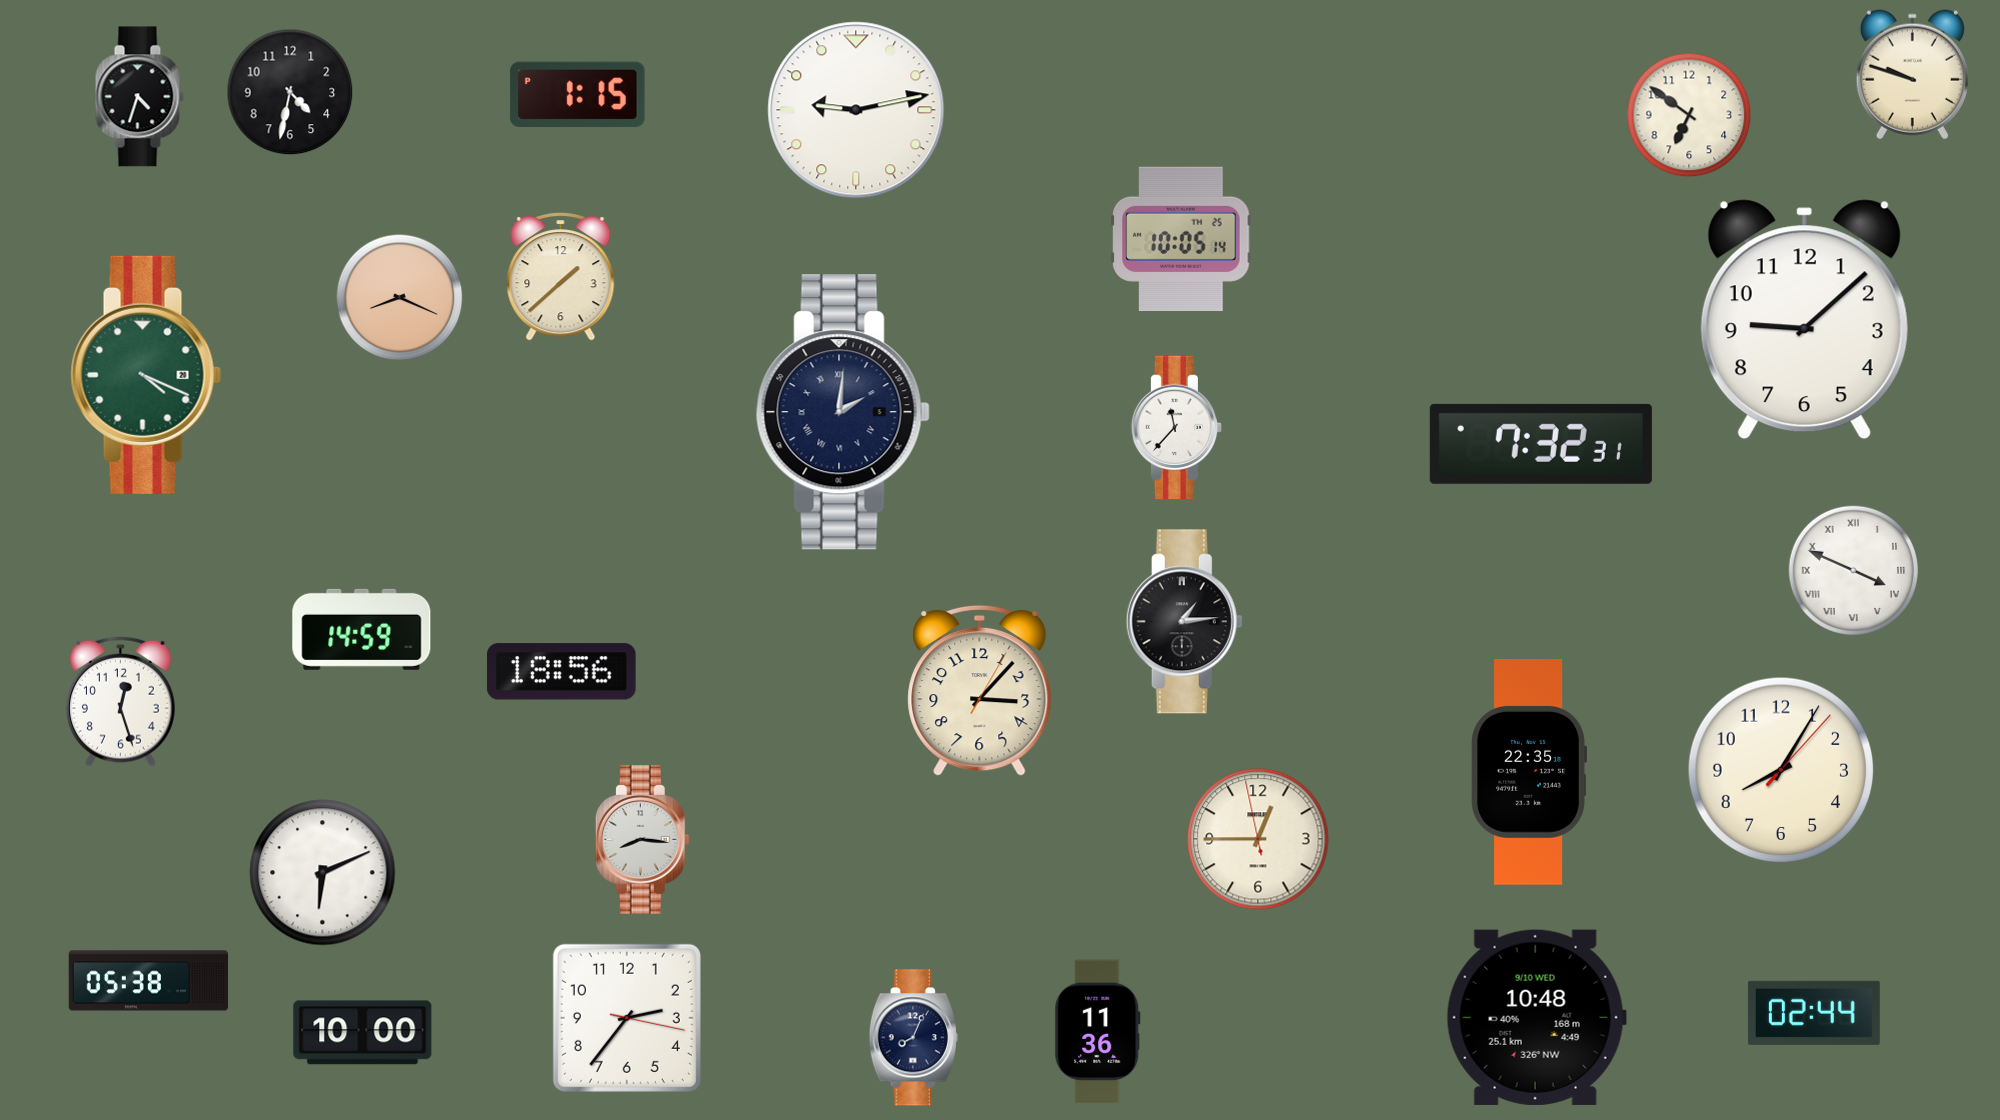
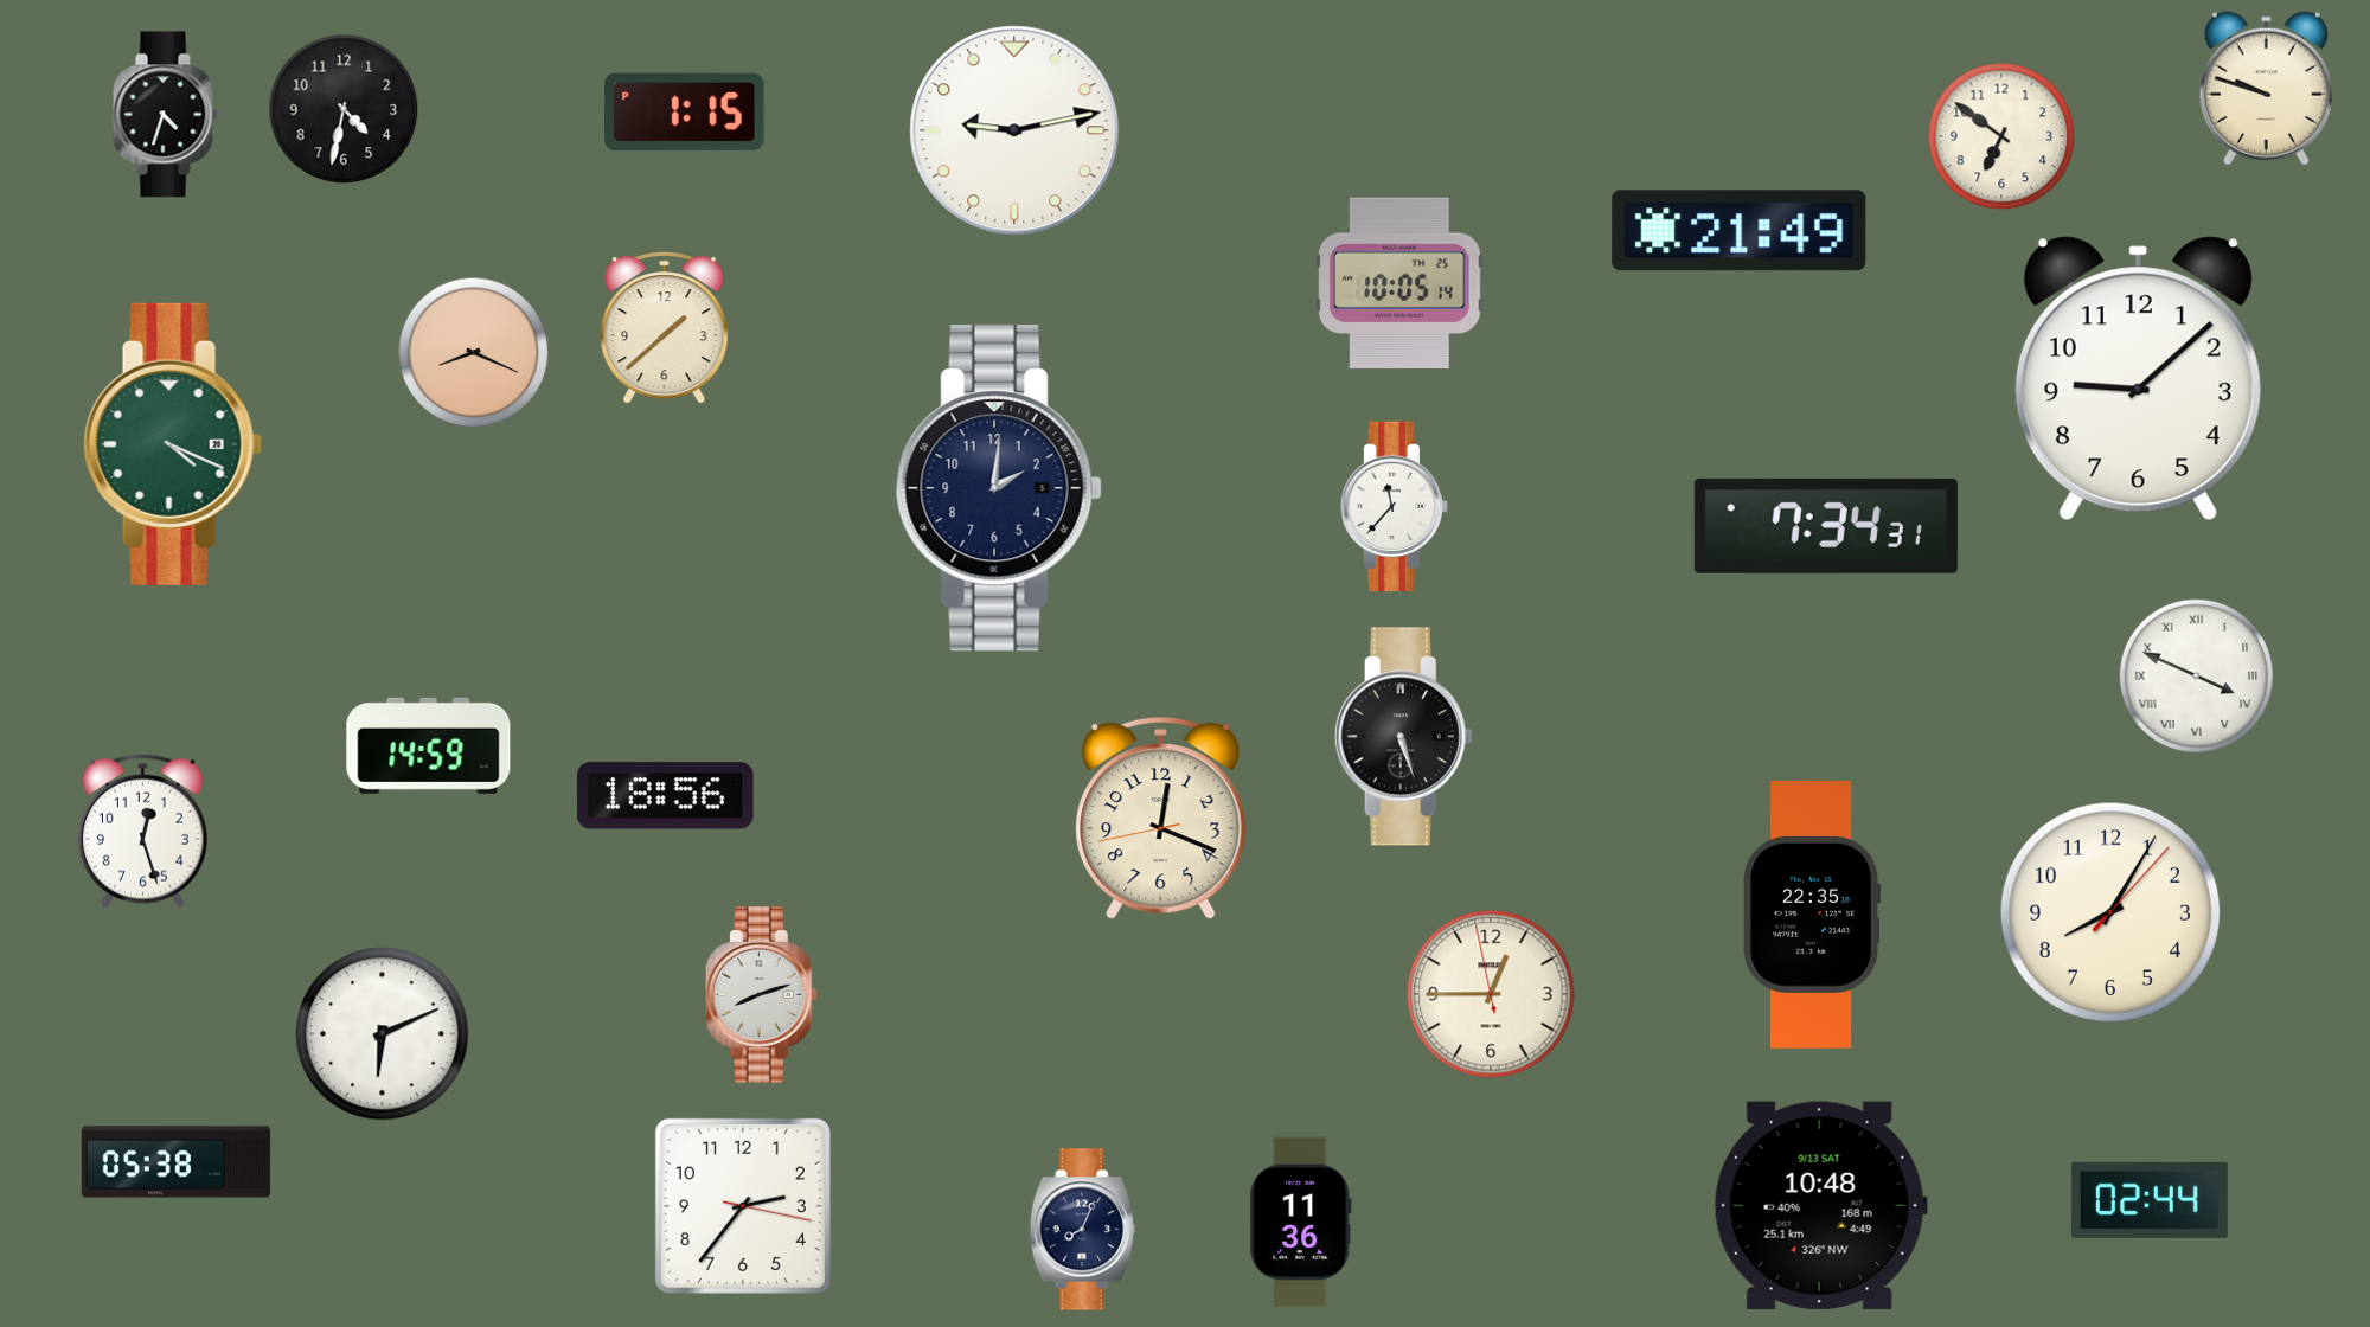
clock at (1740, 231): none -> 21:49
clock at (843, 412) numerals: Roman -> Arabic
clock at (1541, 444): 7:32 -> 7:34
clock at (1184, 622): 1:14 -> 5:27
clock at (980, 691): 3:07 -> 12:18
clock at (642, 840): 8:16 -> 8:12
clock at (1536, 1017) date: 9/10 WED -> 9/13 SAT
clock at (363, 1033): 10:00 -> none
